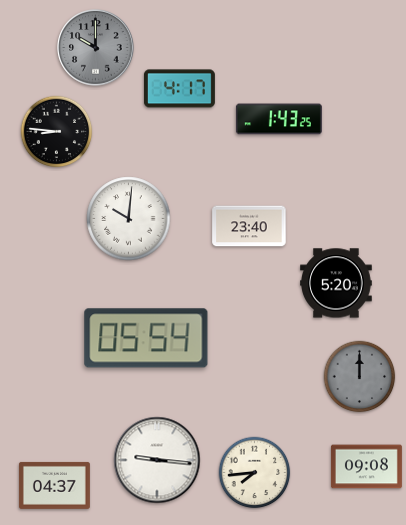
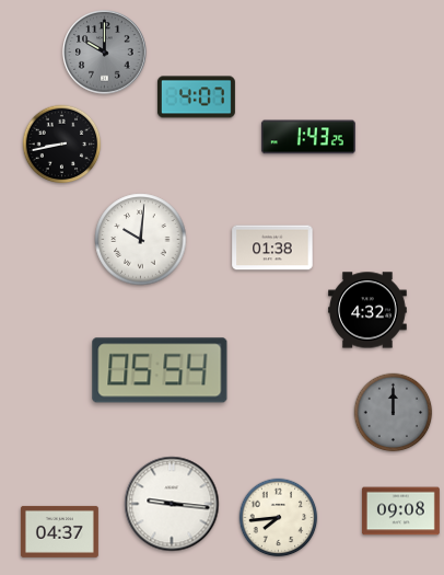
clock at (179, 89): 4:17 -> 4:07
clock at (279, 119) position: (279, 119) -> (308, 137)
clock at (57, 132): 8:46 -> 8:43
clock at (249, 226): 23:40 -> 01:38
clock at (336, 283): 5:20 -> 4:32
